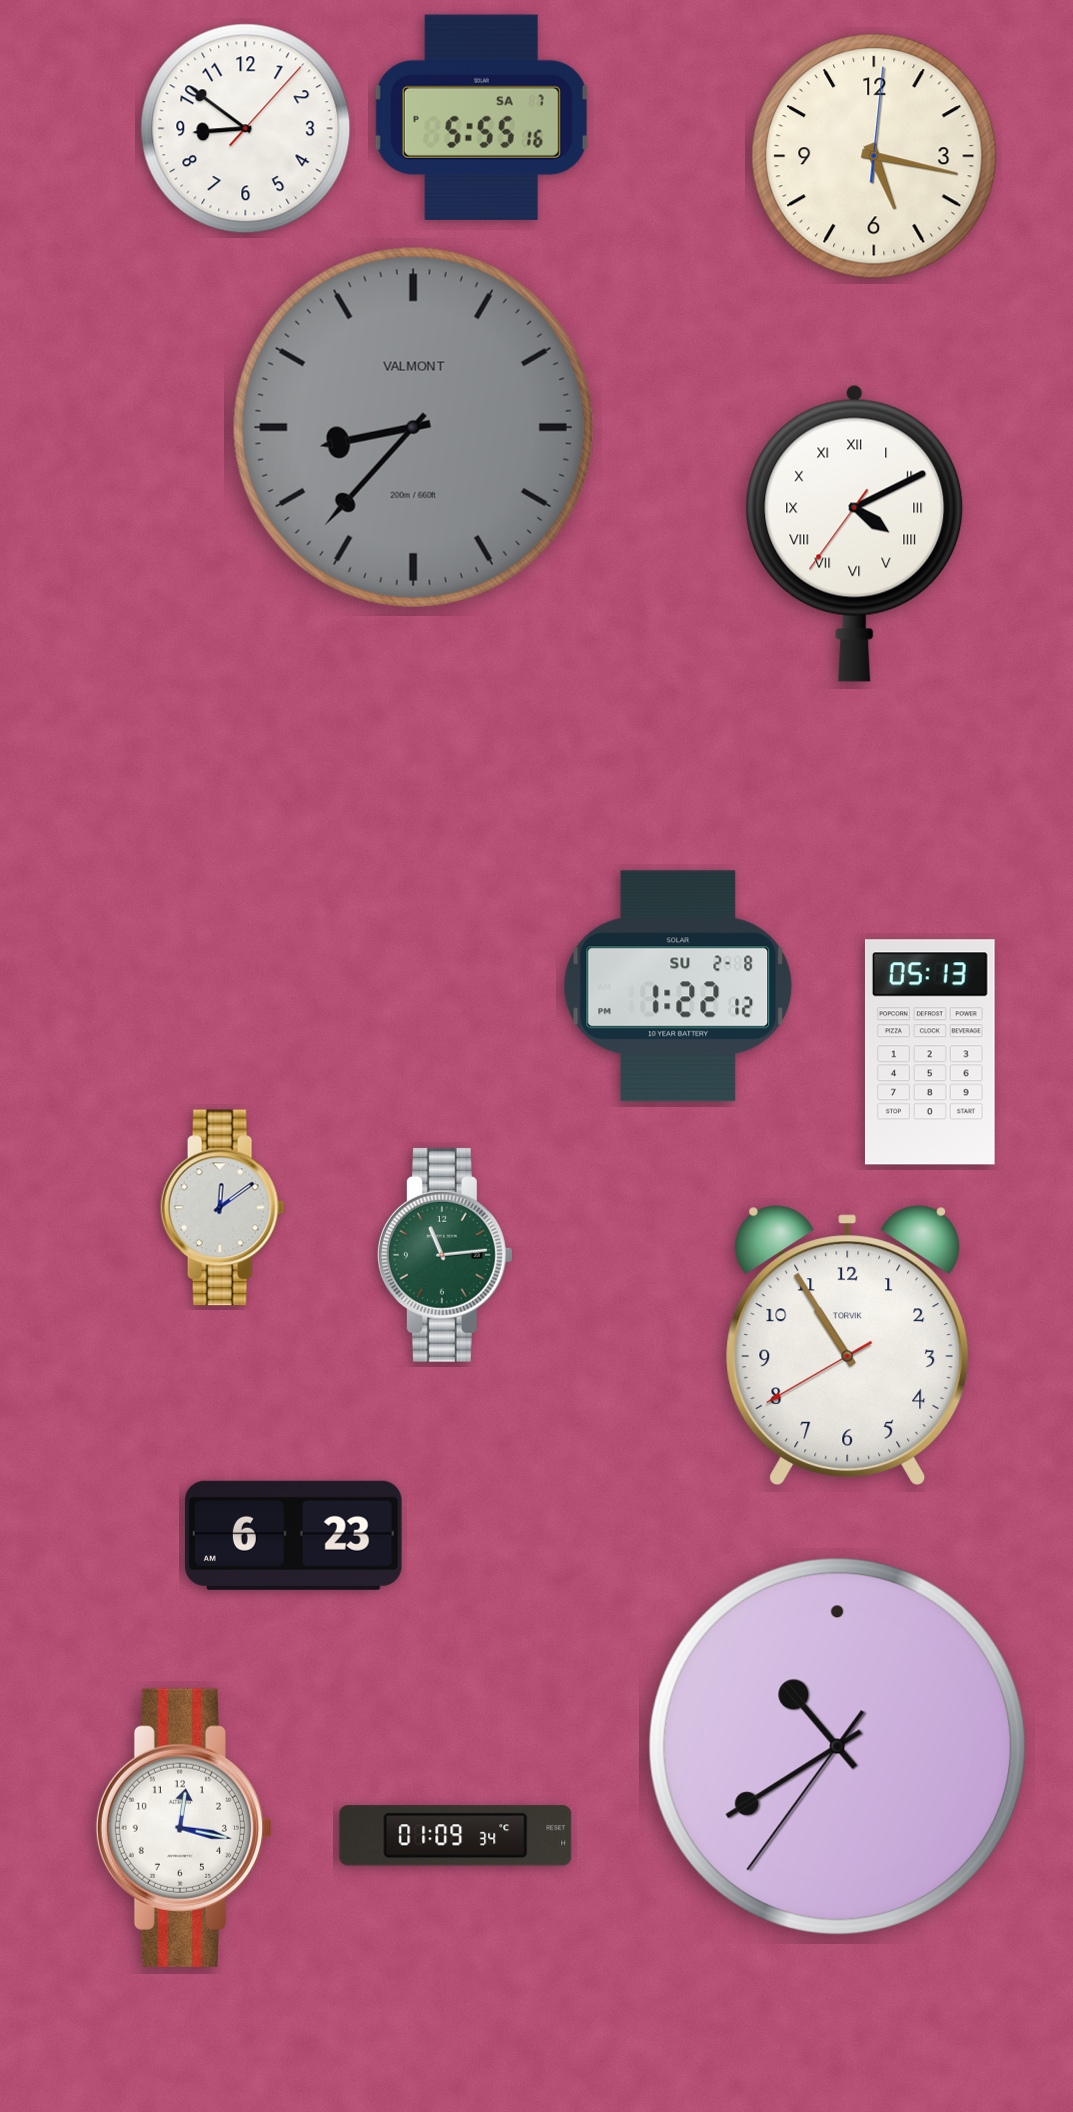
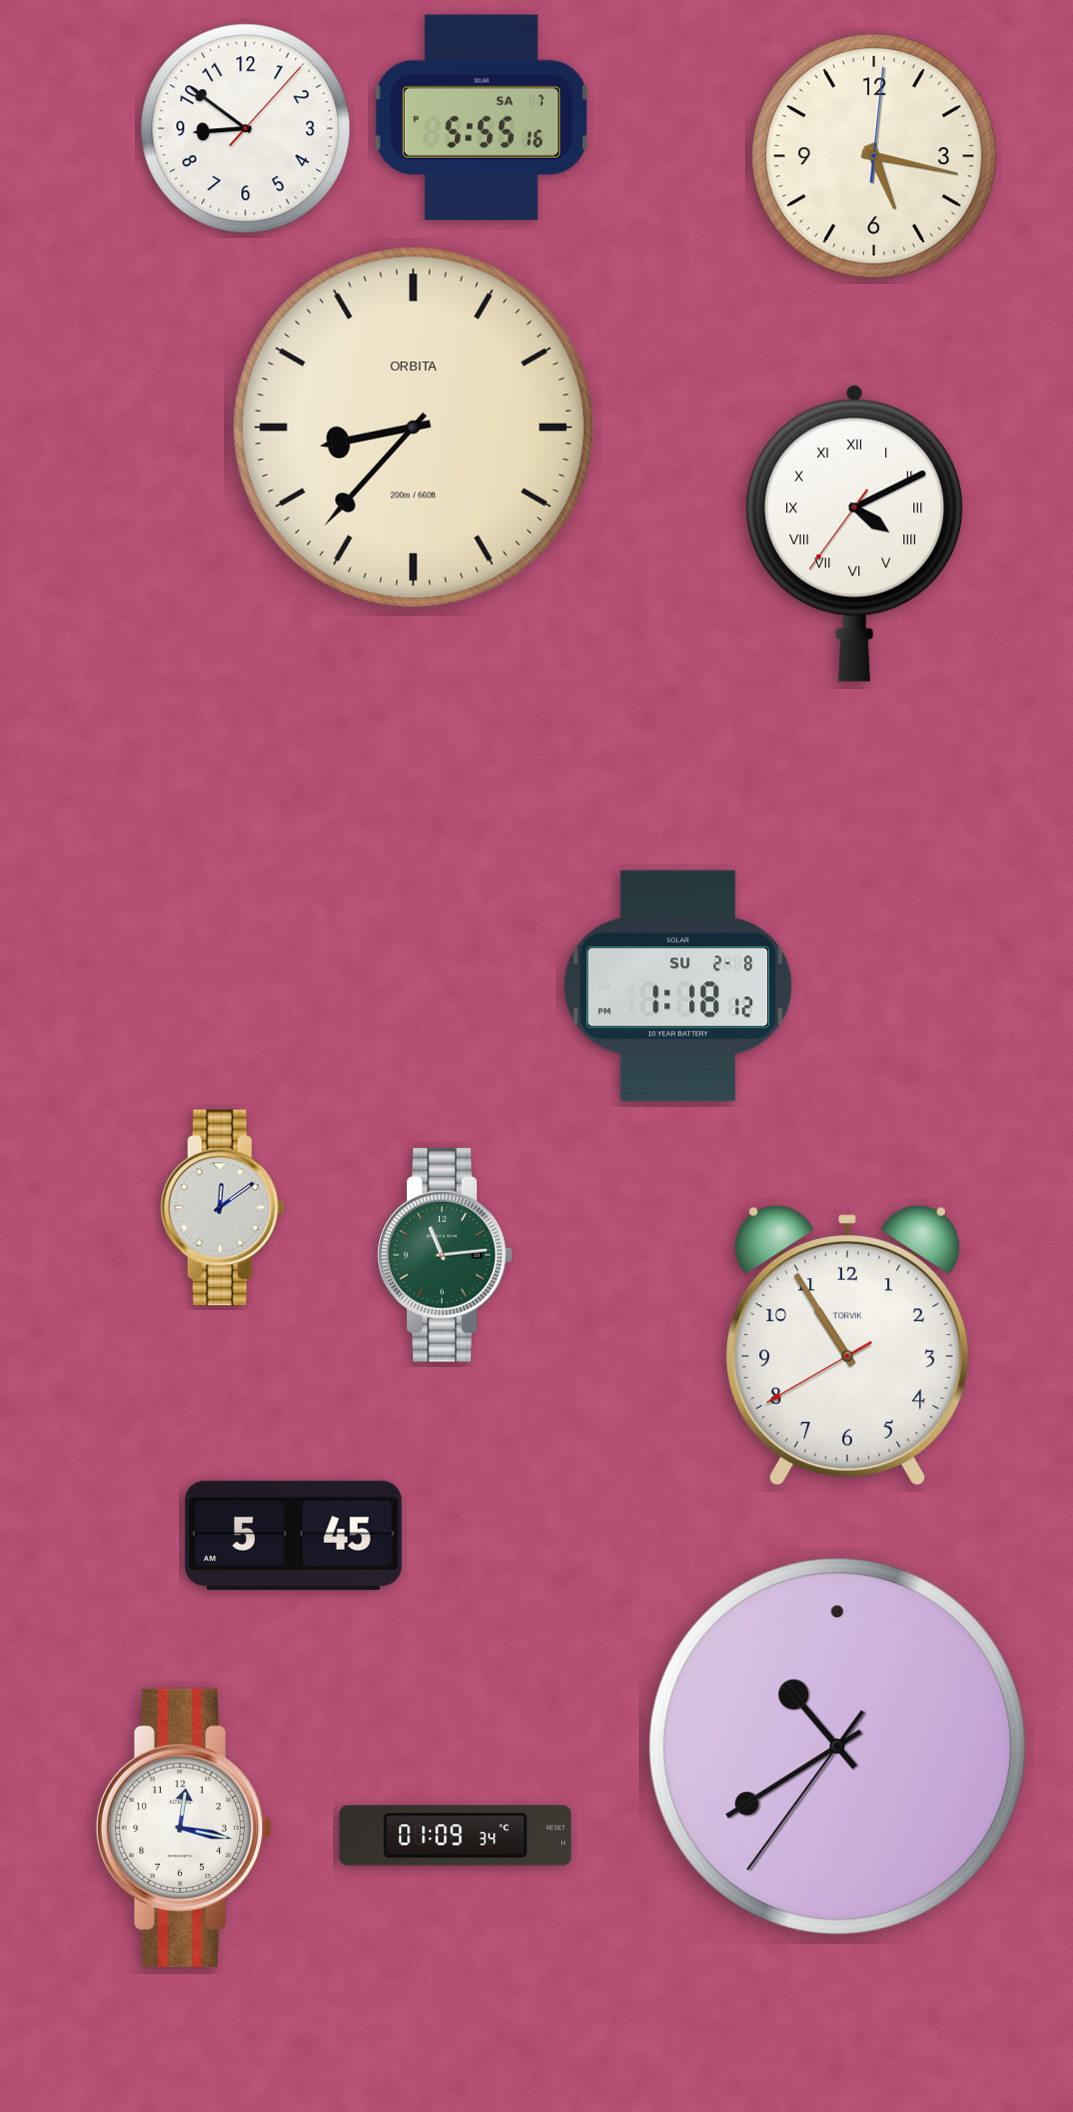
clock at (413, 427) dial: grey -> cream
clock at (413, 427) brand: VALMONT -> ORBITA
clock at (678, 986): 1:22 -> 1:18
clock at (930, 1052): 05:13 -> none
clock at (293, 1535): 6:23 -> 5:45
